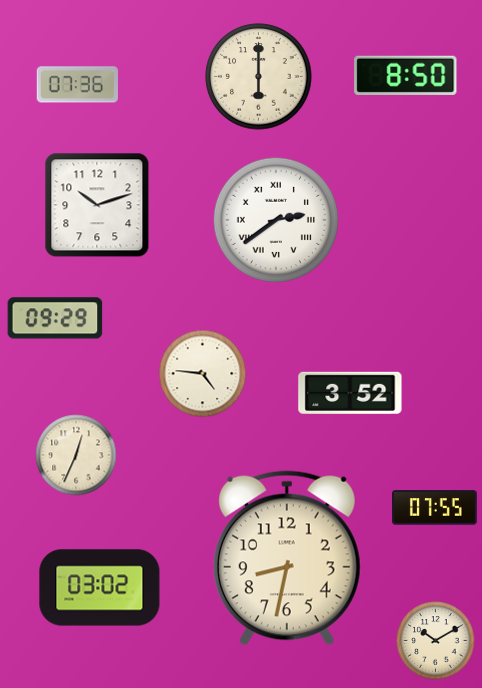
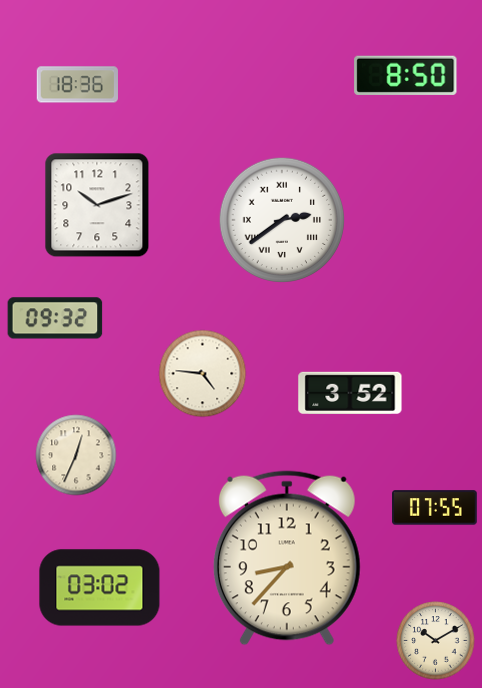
clock at (259, 77): 6:00 -> none
clock at (77, 85): 07:36 -> 18:36
clock at (275, 219) position: (275, 219) -> (281, 219)
clock at (55, 318): 09:29 -> 09:32
clock at (287, 558): 8:32 -> 8:37
